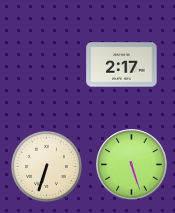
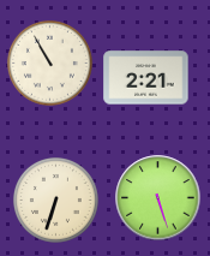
clock at (49, 62): none -> 10:55
clock at (122, 65): 2:17 -> 2:21
